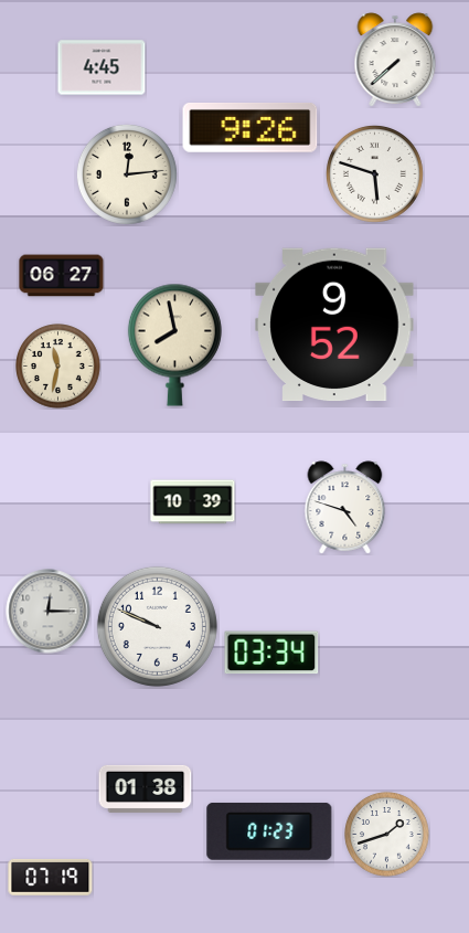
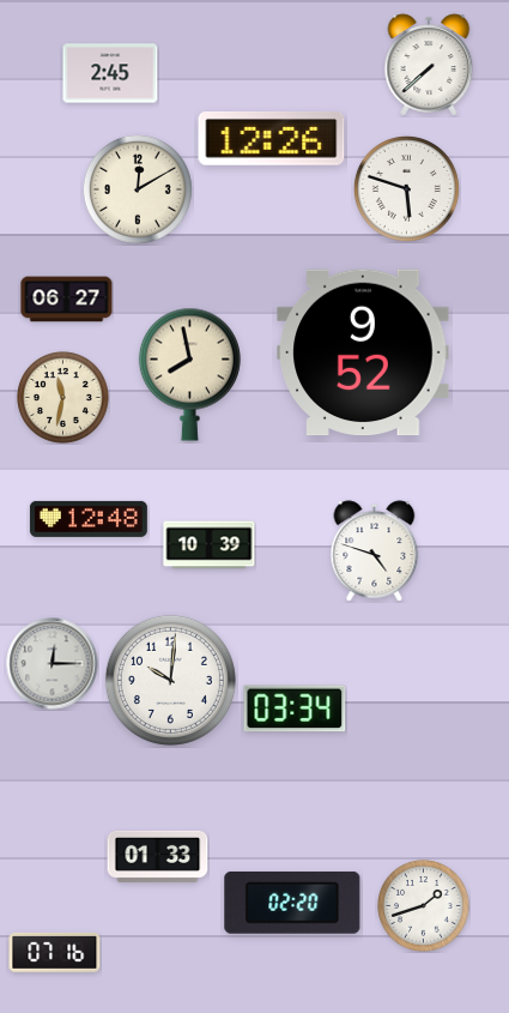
clock at (102, 67): 4:45 -> 2:45
clock at (251, 128): 9:26 -> 12:26
clock at (127, 174): 12:14 -> 12:10
clock at (89, 519): none -> 12:48
clock at (157, 626): 9:49 -> 10:01
clock at (146, 788): 01:38 -> 01:33
clock at (269, 831): 01:23 -> 02:20
clock at (387, 835) position: (387, 835) -> (424, 906)
clock at (51, 877): 07:19 -> 07:16
